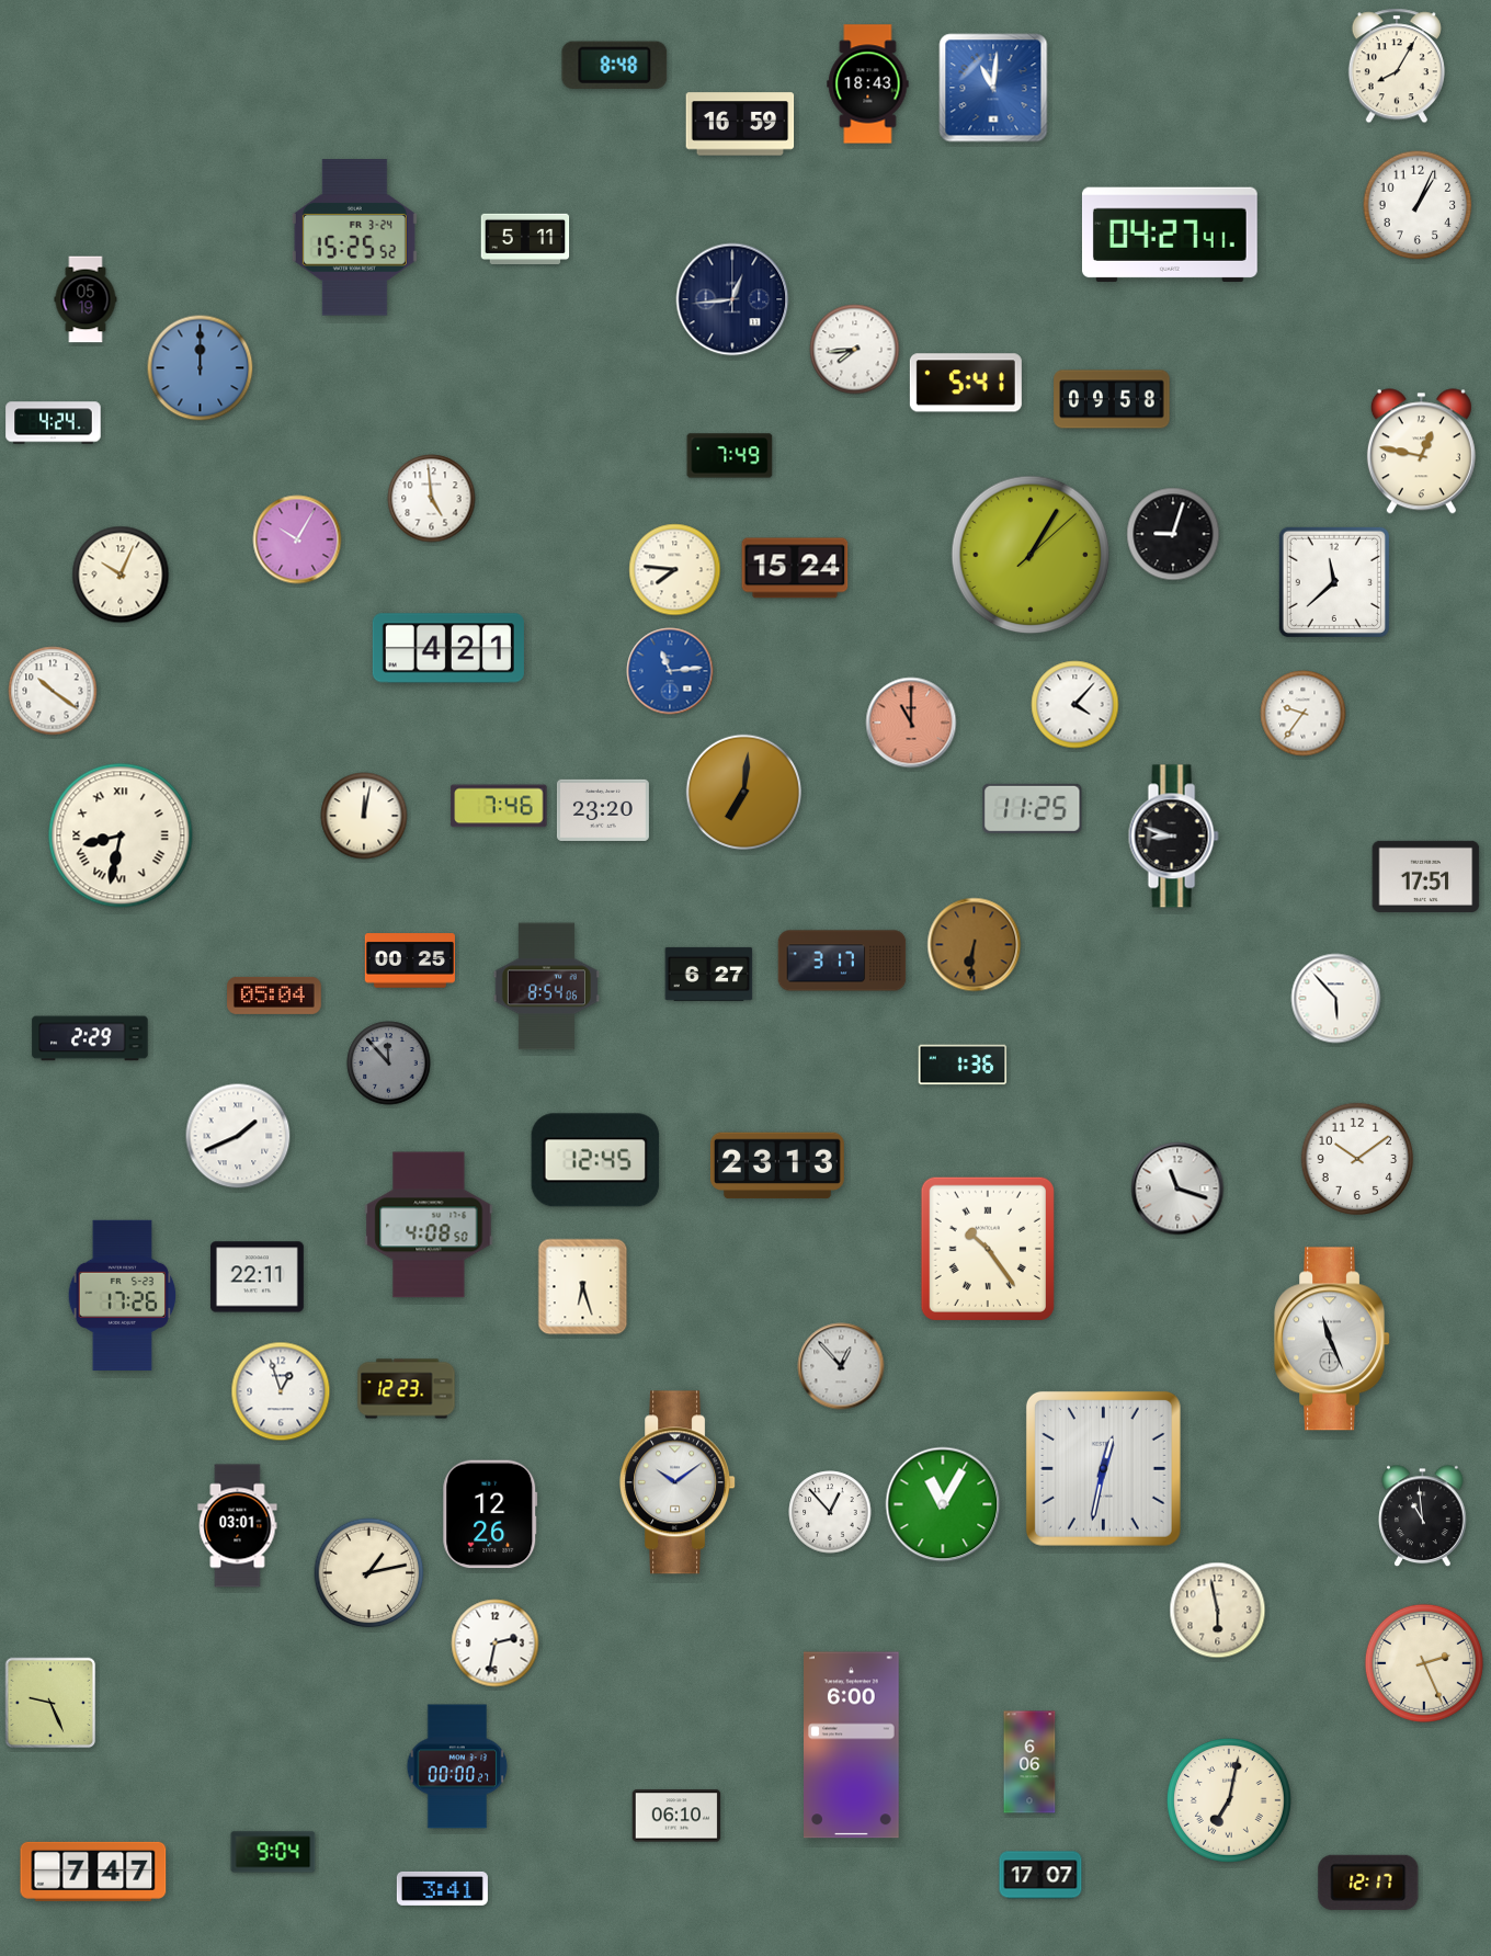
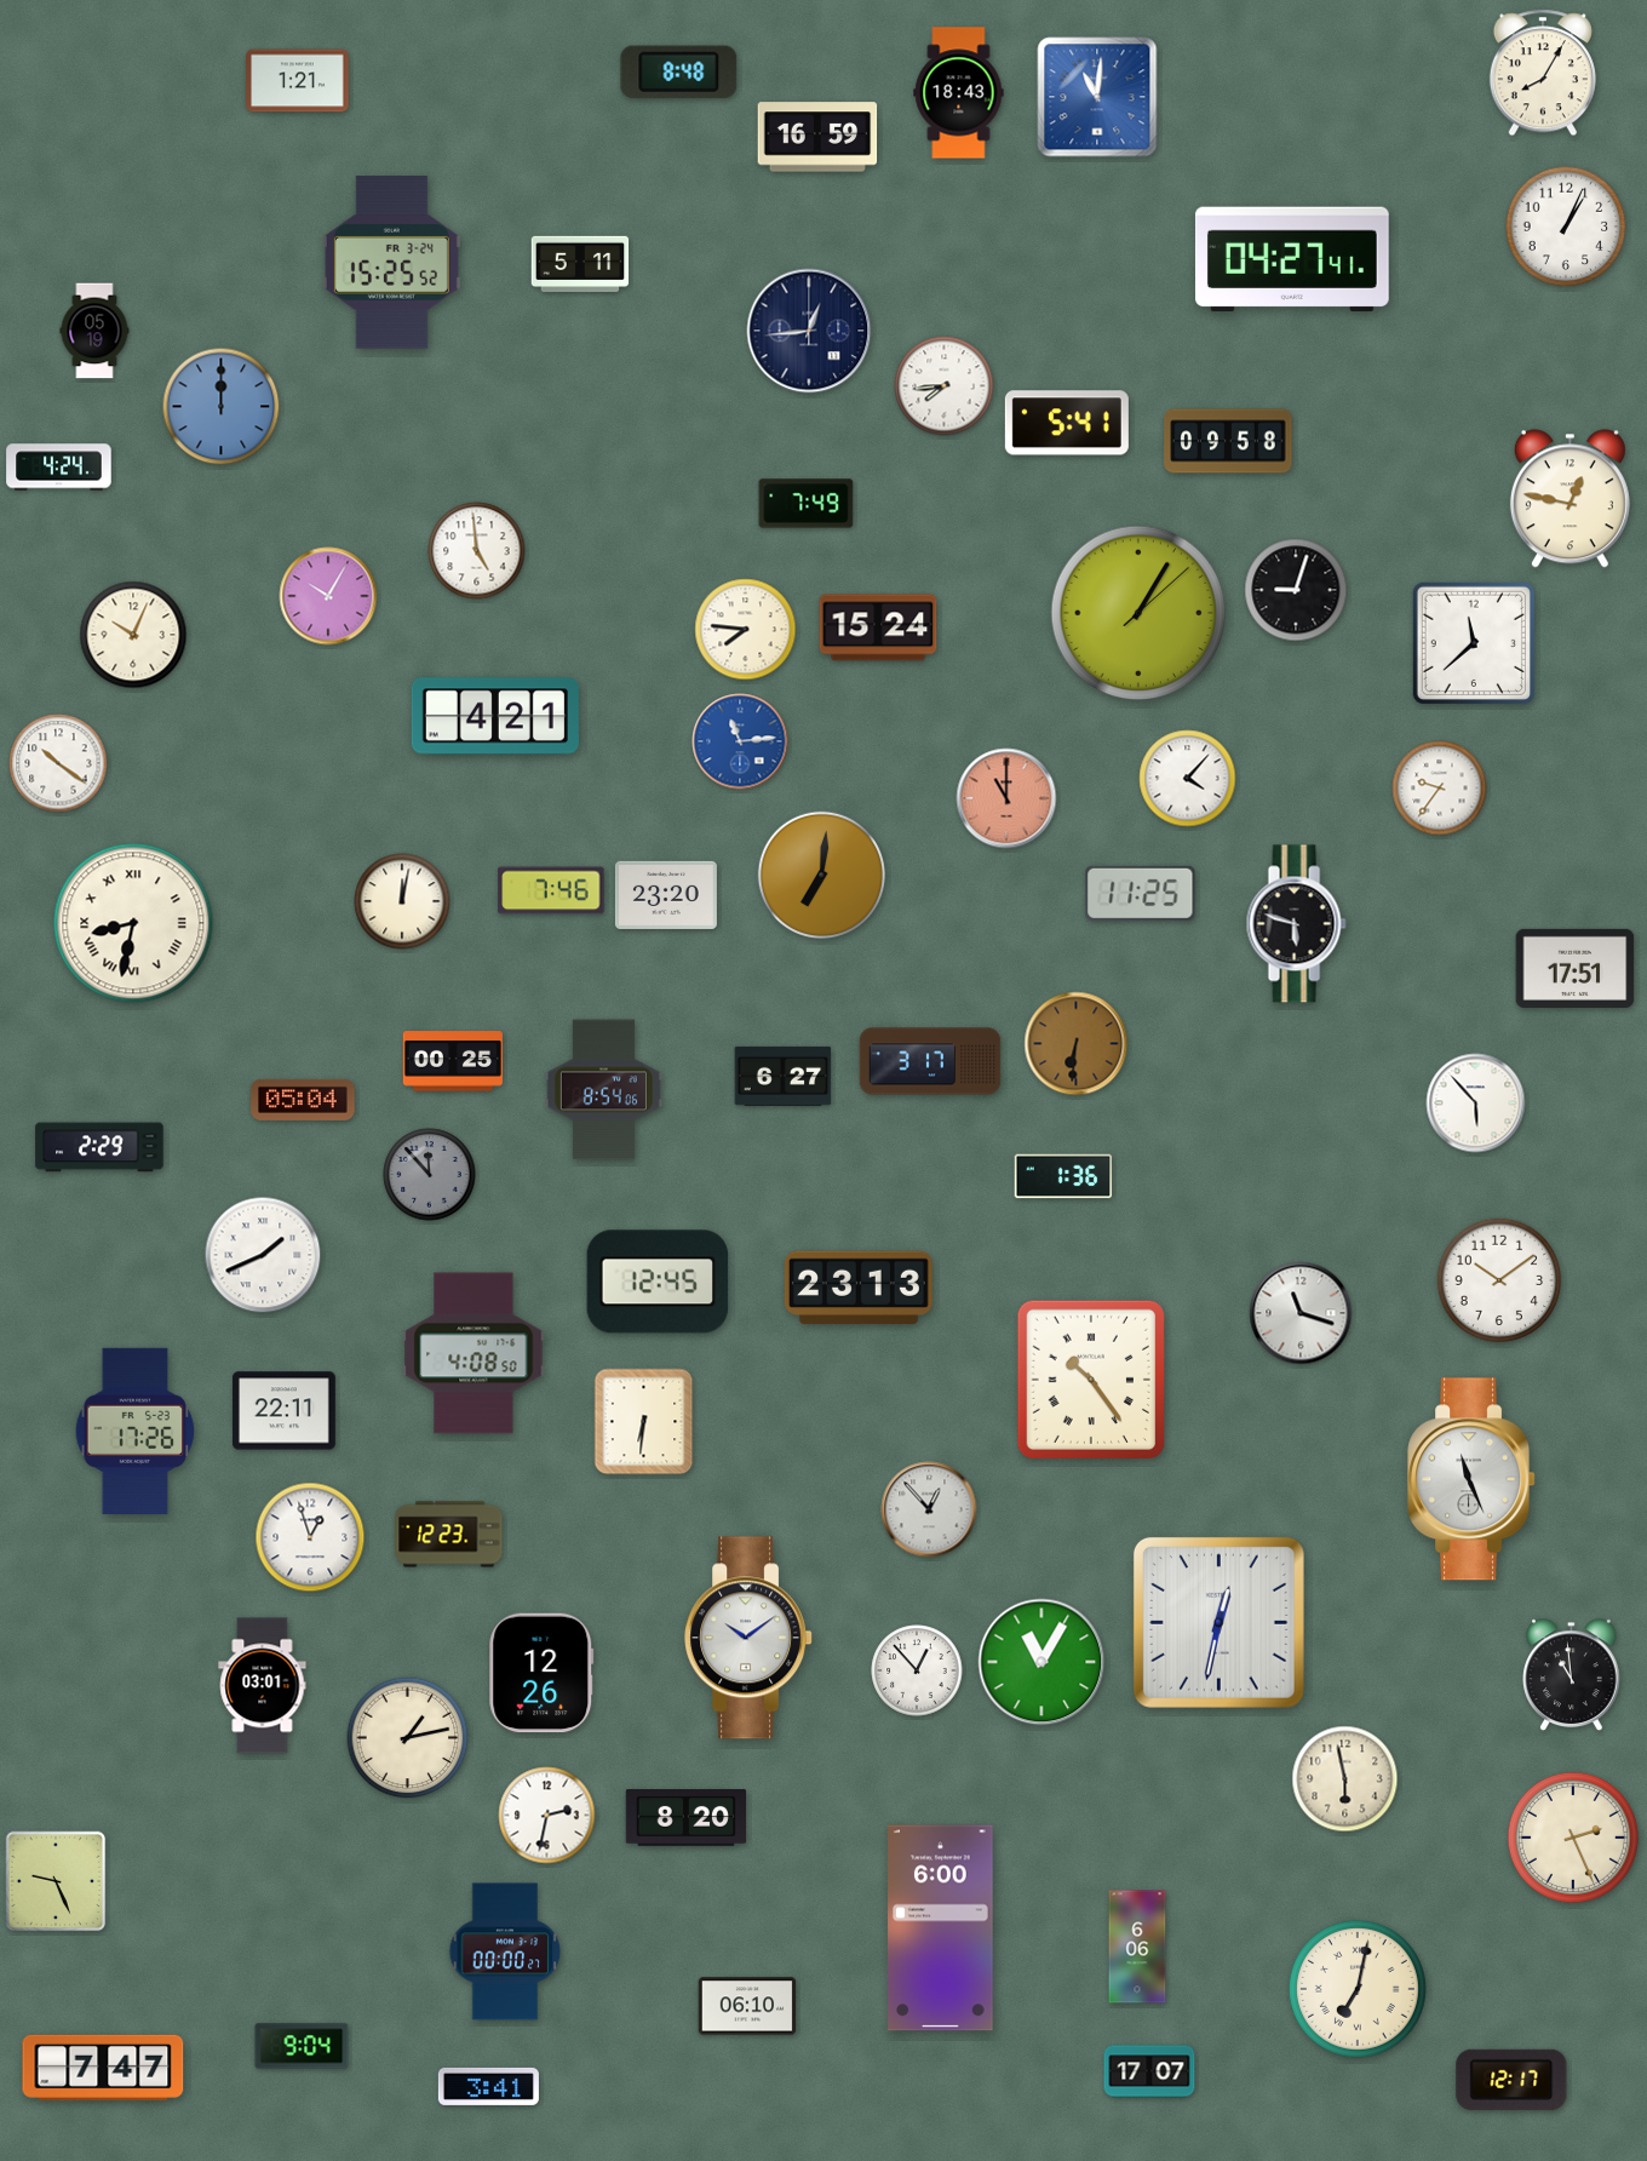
clock at (298, 81): none -> 1:21
clock at (1173, 837): 8:48 -> 5:48
clock at (583, 1287): 6:27 -> 6:31
clock at (687, 1818): none -> 8:20
